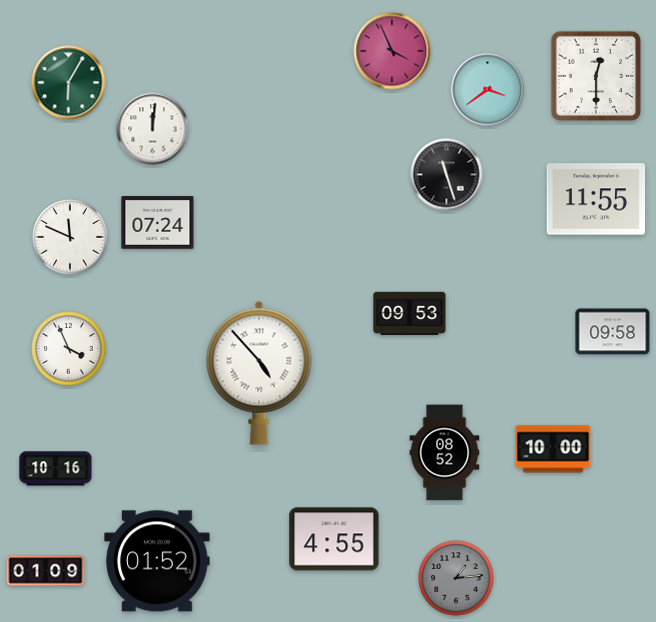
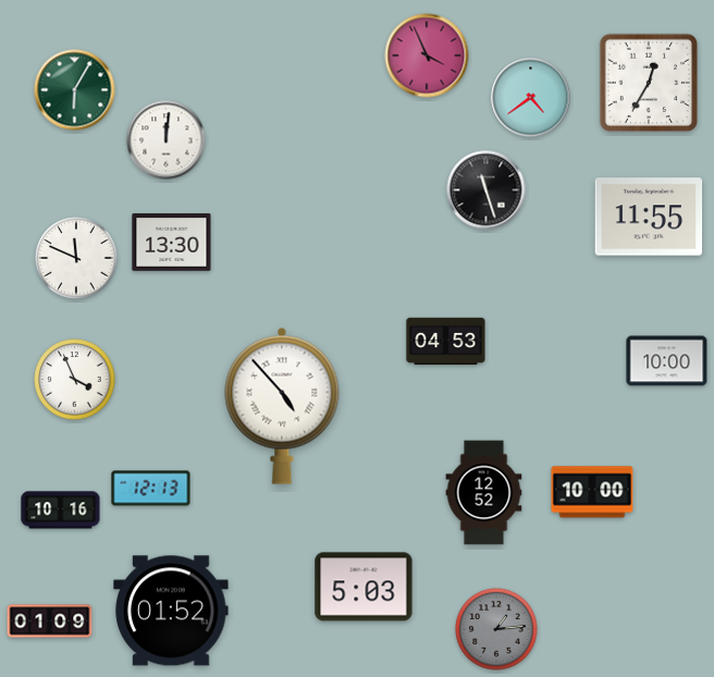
clock at (596, 76): 12:30 -> 12:35
clock at (488, 90): 3:39 -> 4:39
clock at (158, 223): 07:24 -> 13:30
clock at (410, 314): 09:53 -> 04:53
clock at (613, 332): 09:58 -> 10:00
clock at (151, 489): none -> 12:13
clock at (553, 449) position: (553, 449) -> (592, 492)
clock at (445, 453): 08:52 -> 12:52
clock at (334, 539): 4:55 -> 5:03
